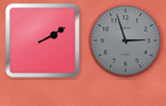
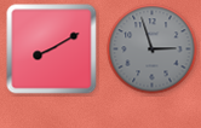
clock at (43, 41): 2:10 -> 8:10
